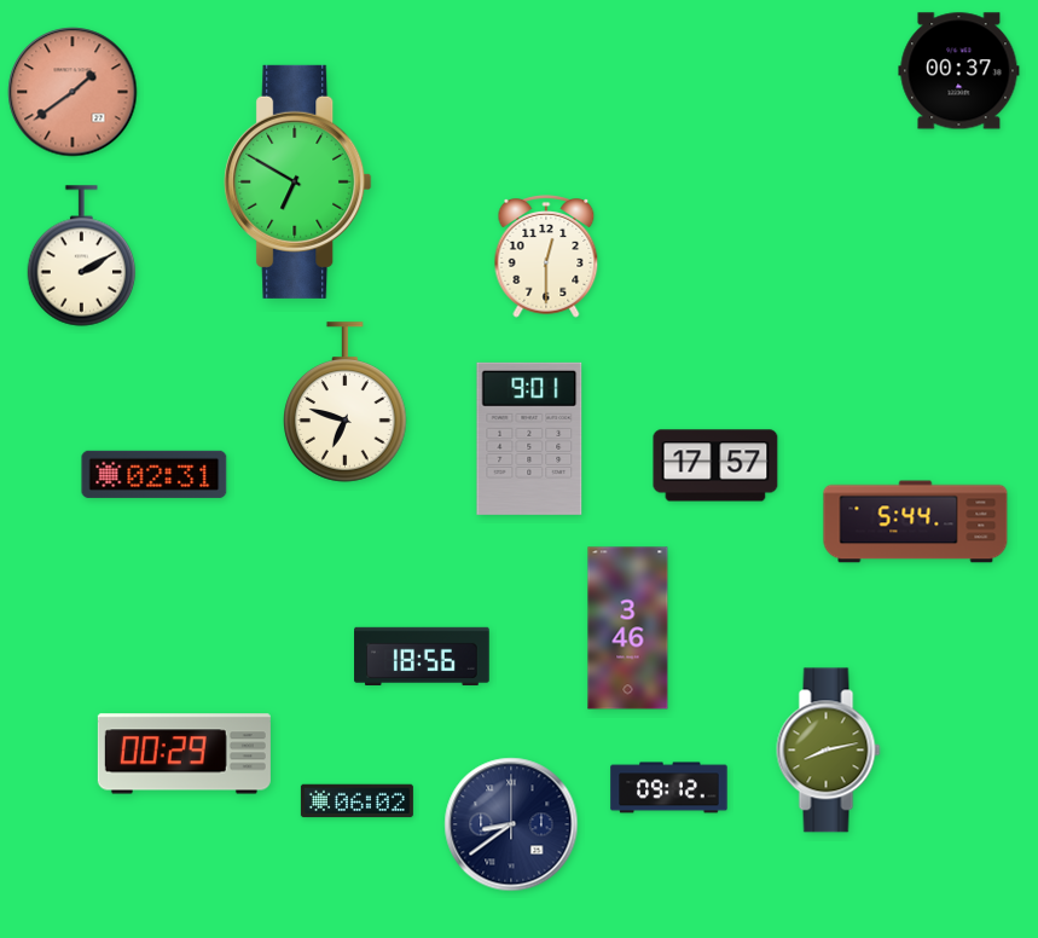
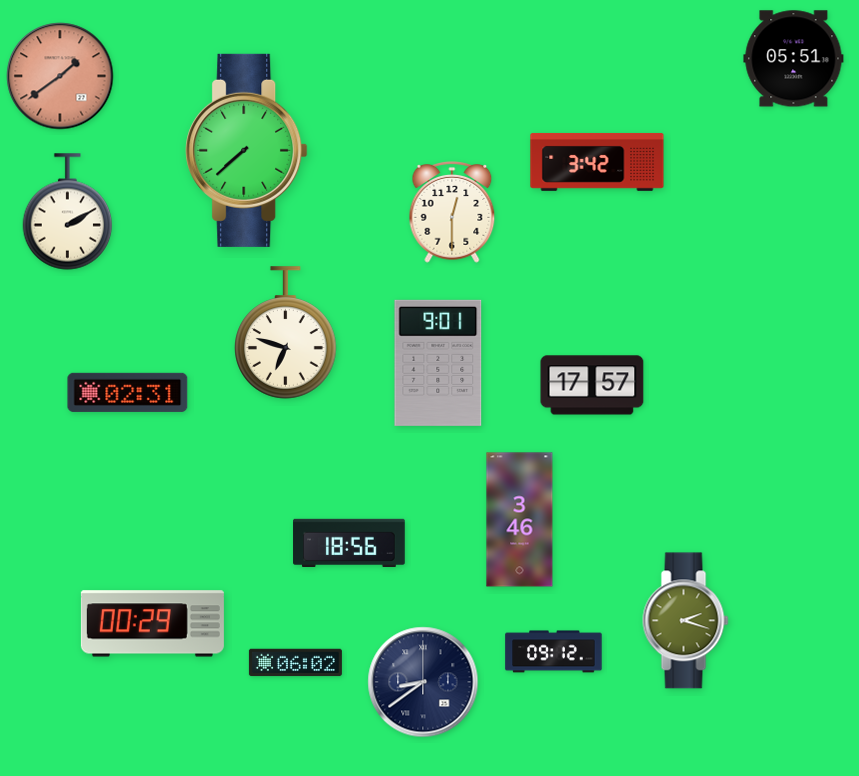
clock at (959, 71): 00:37 -> 05:51
clock at (298, 181): 6:50 -> 7:38
clock at (597, 162): none -> 3:42
clock at (916, 522): 5:44 -> none
clock at (829, 751): 8:13 -> 2:18
